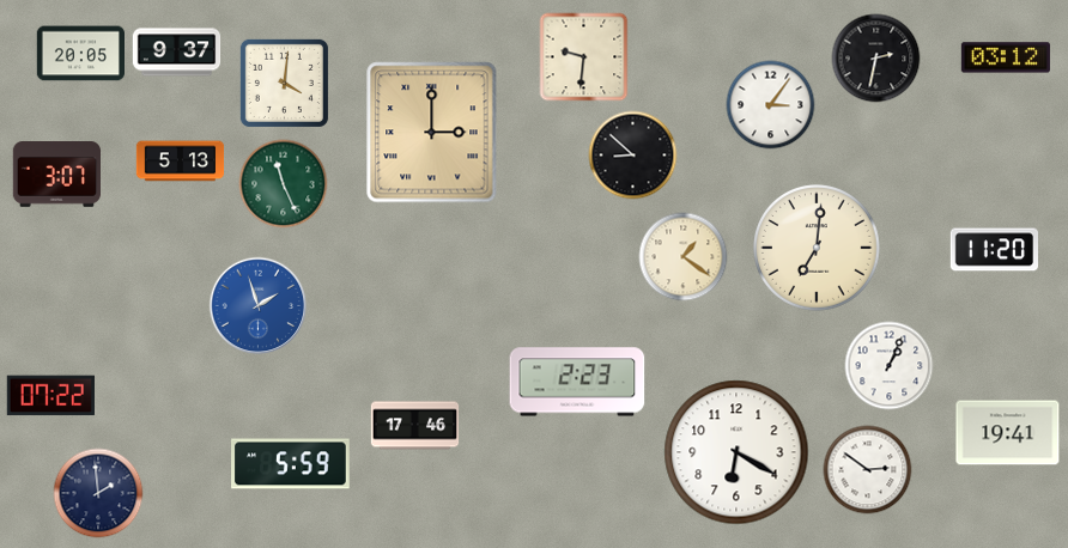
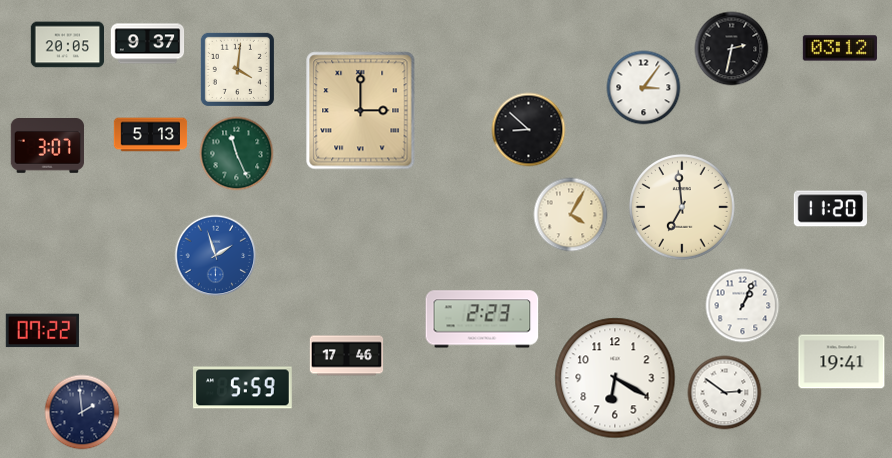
clock at (584, 57): 9:31 -> none
clock at (818, 249): 7:01 -> 6:59
clock at (684, 257): 1:21 -> 4:05
